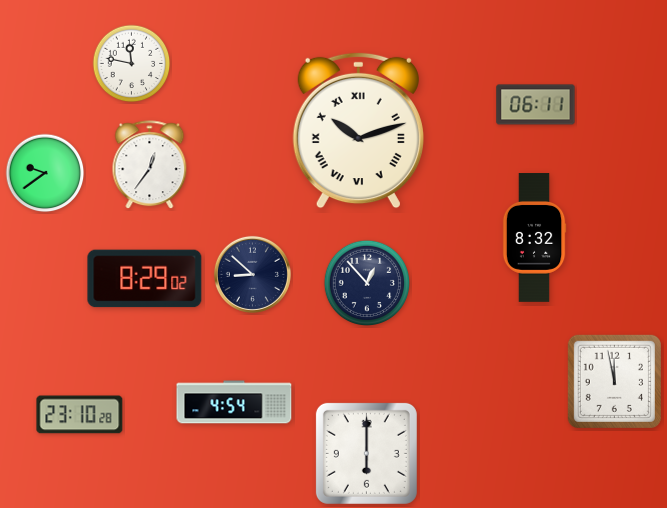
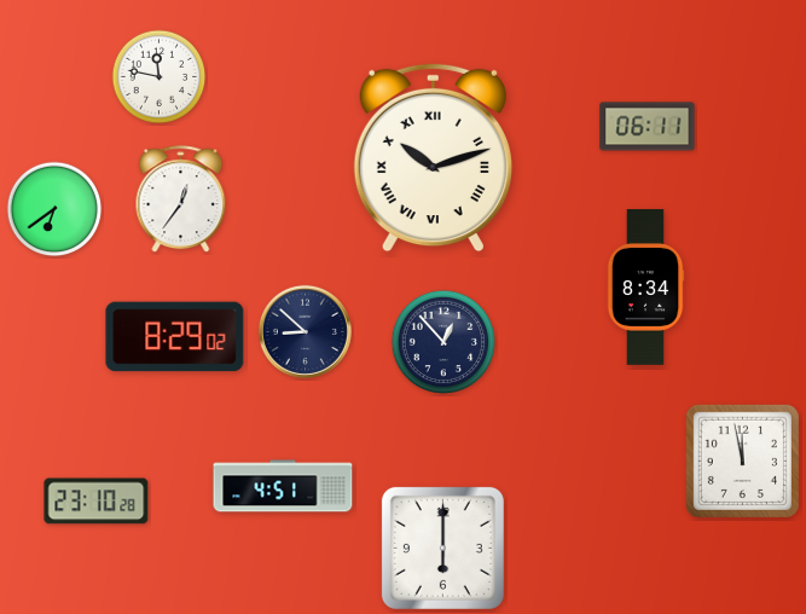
clock at (45, 173): 9:39 -> 6:39
clock at (534, 238): 8:32 -> 8:34
clock at (234, 402): 4:54 -> 4:51
